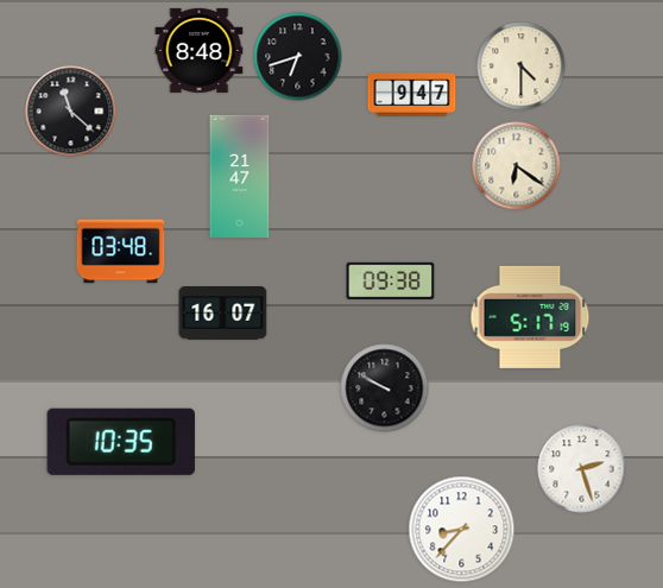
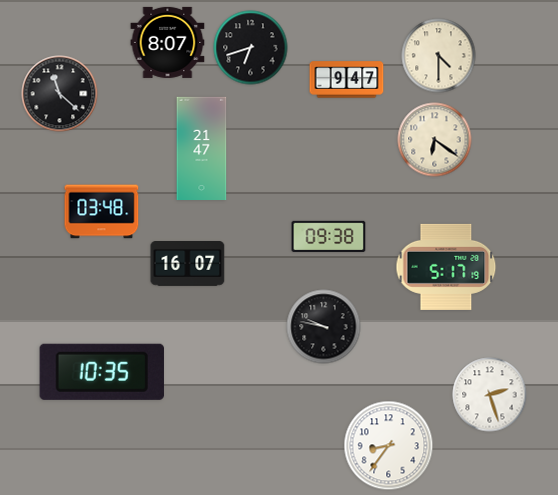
clock at (200, 50): 8:48 -> 8:07
clock at (385, 388): 9:50 -> 9:47
clock at (462, 530): 8:37 -> 8:36
